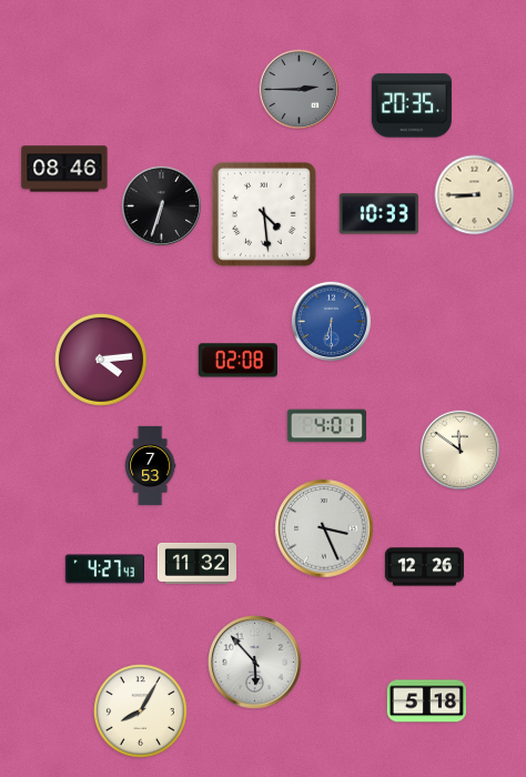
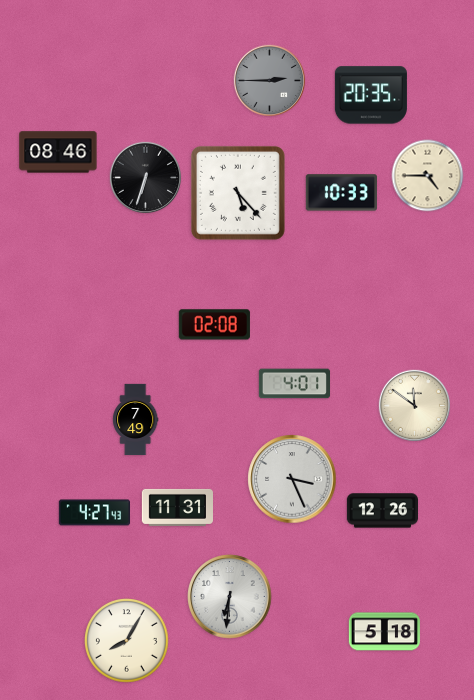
clock at (475, 195): 8:45 -> 4:45
clock at (161, 205) position: (161, 205) -> (145, 177)
clock at (264, 214): 4:29 -> 5:23
clock at (331, 321): 6:30 -> none
clock at (102, 361): 4:14 -> none
clock at (151, 466): 7:53 -> 7:49
clock at (324, 528) position: (324, 528) -> (292, 479)
clock at (196, 563): 11:32 -> 11:31
clock at (255, 663): 5:53 -> 6:31
